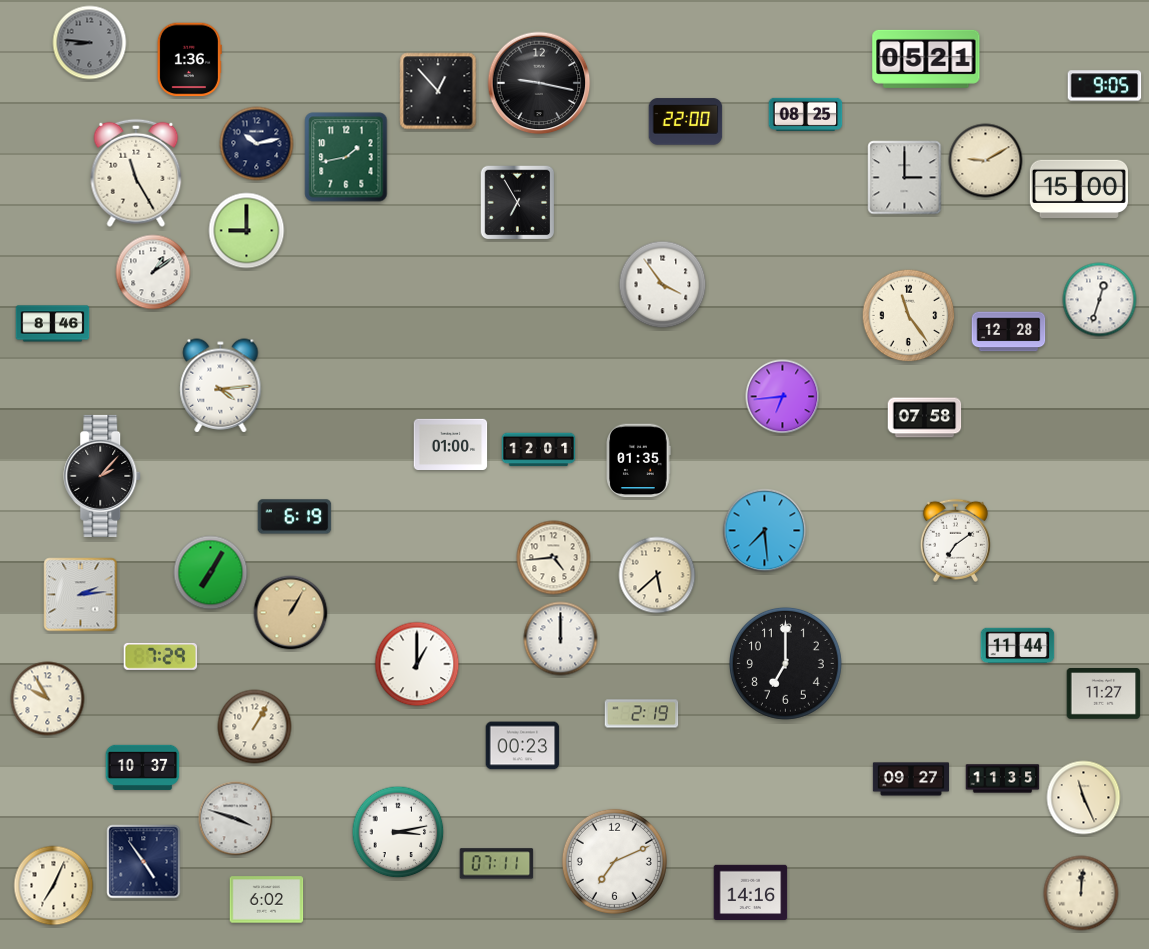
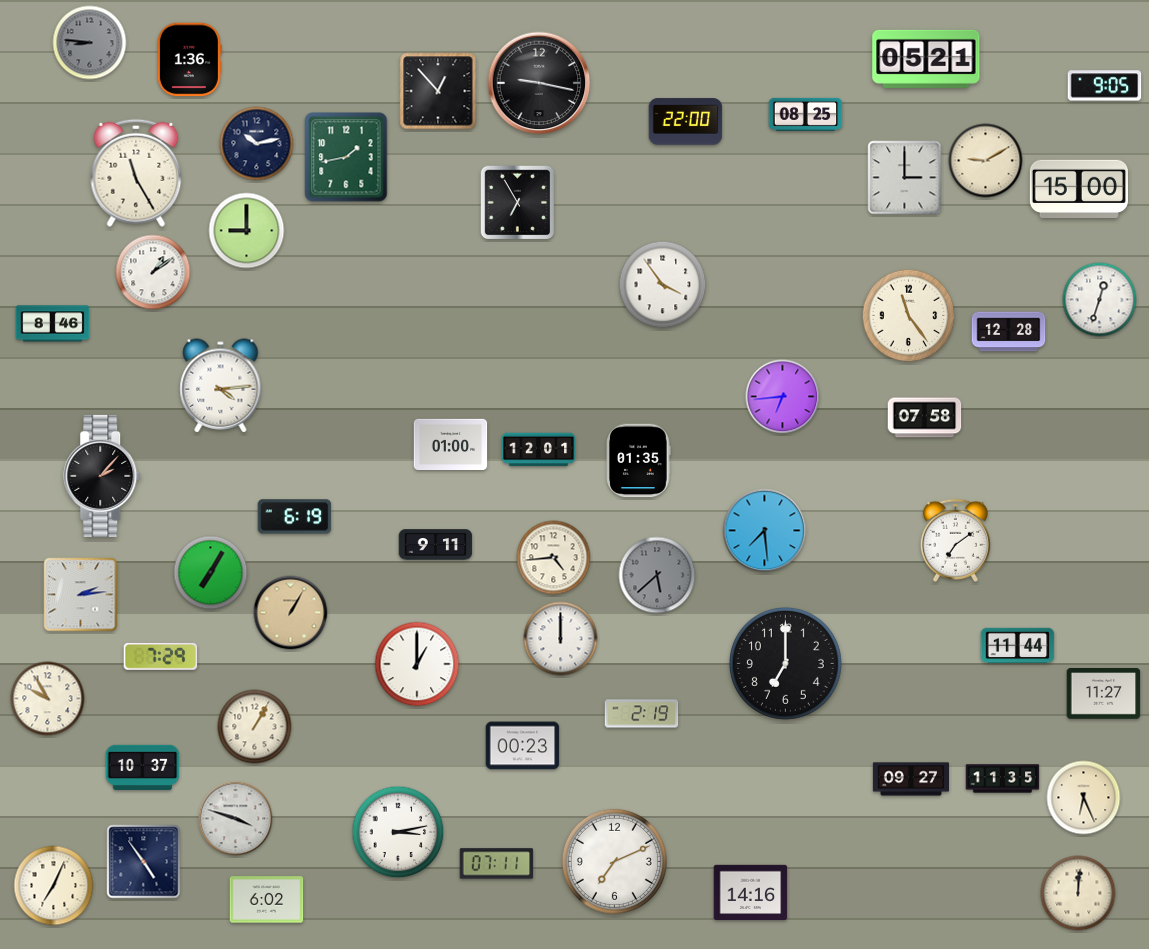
clock at (436, 545): none -> 9:11
clock at (657, 575) dial: cream -> grey
clock at (1084, 798): 11:26 -> 6:26
clock at (1081, 893) position: (1081, 893) -> (1078, 893)
